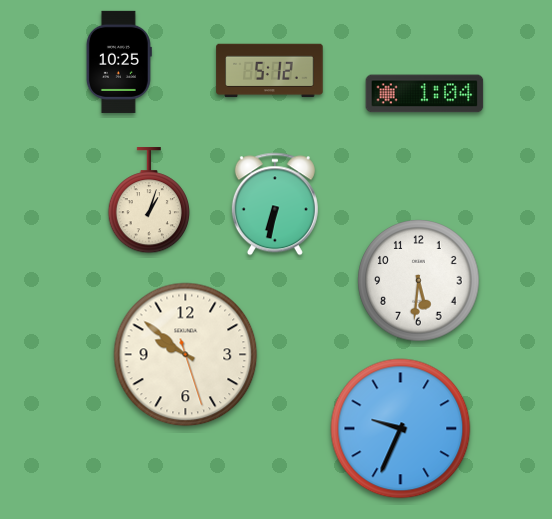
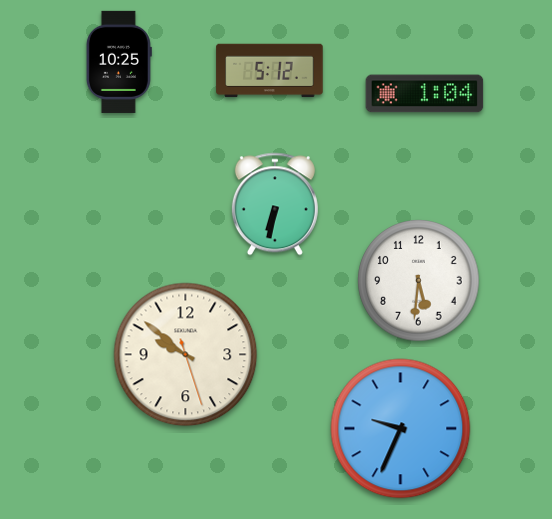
clock at (148, 201): 1:03 -> none
